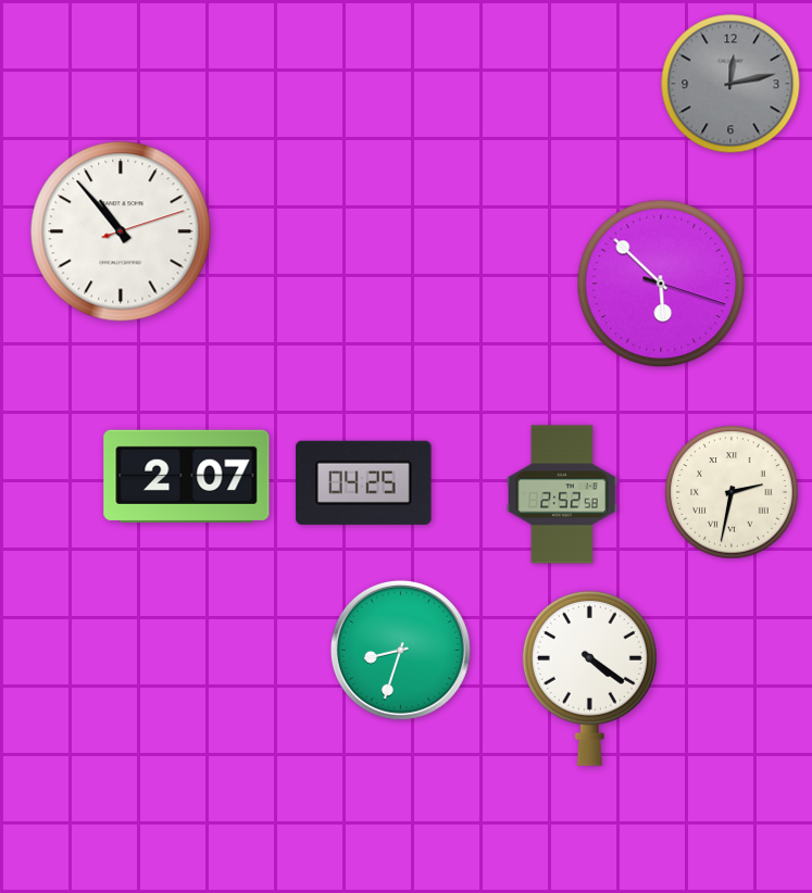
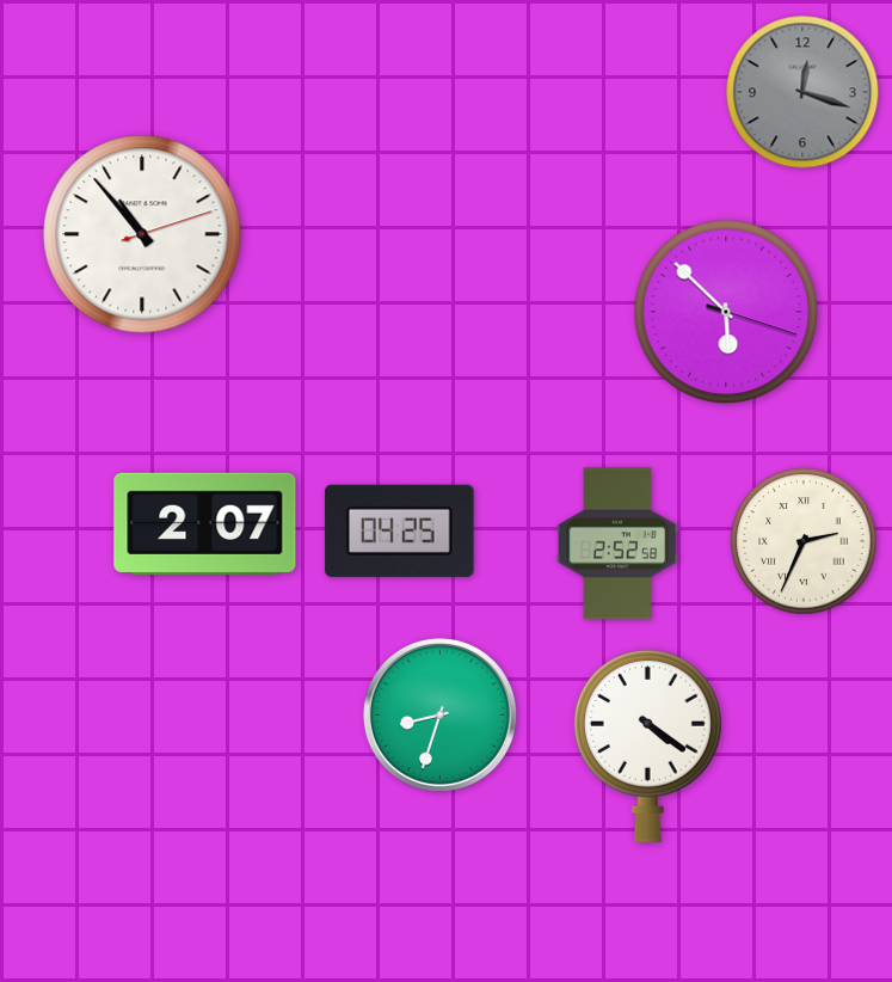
clock at (730, 84): 12:13 -> 12:18
clock at (121, 231) position: (121, 231) -> (142, 234)
clock at (732, 492): 2:32 -> 2:34
